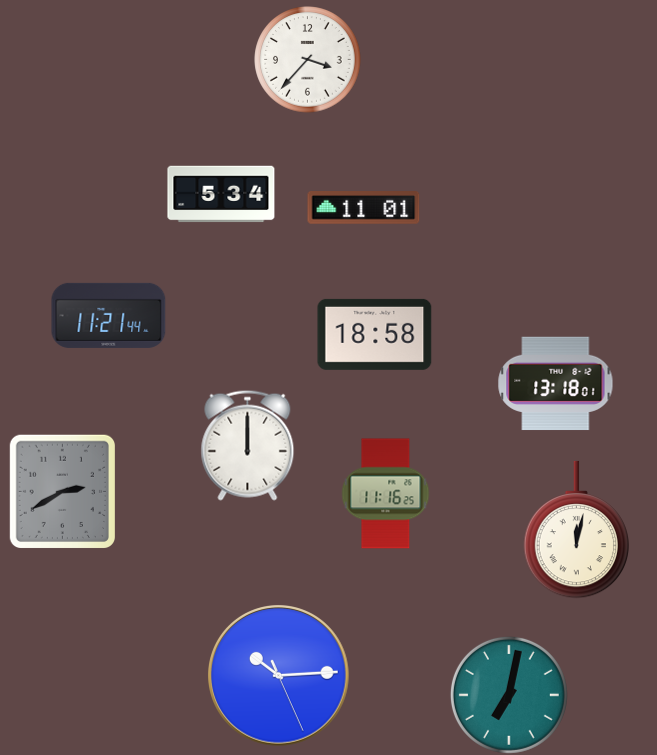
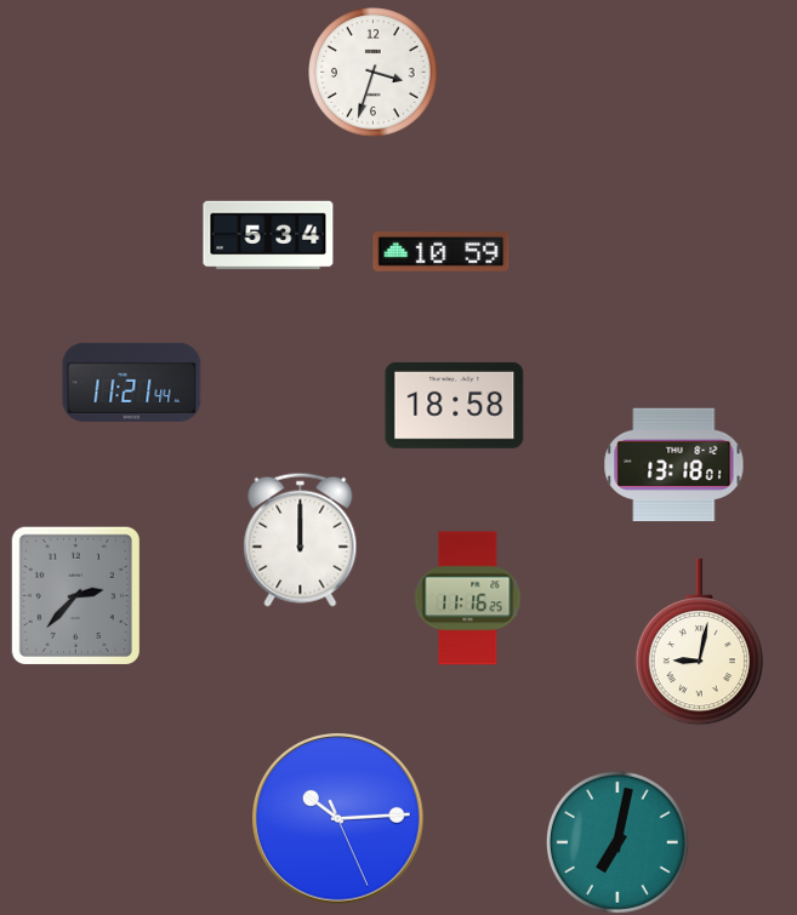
clock at (308, 60): 3:37 -> 3:33
clock at (364, 208): 11:01 -> 10:59
clock at (62, 491): 2:40 -> 2:37
clock at (576, 530): 12:02 -> 9:02
